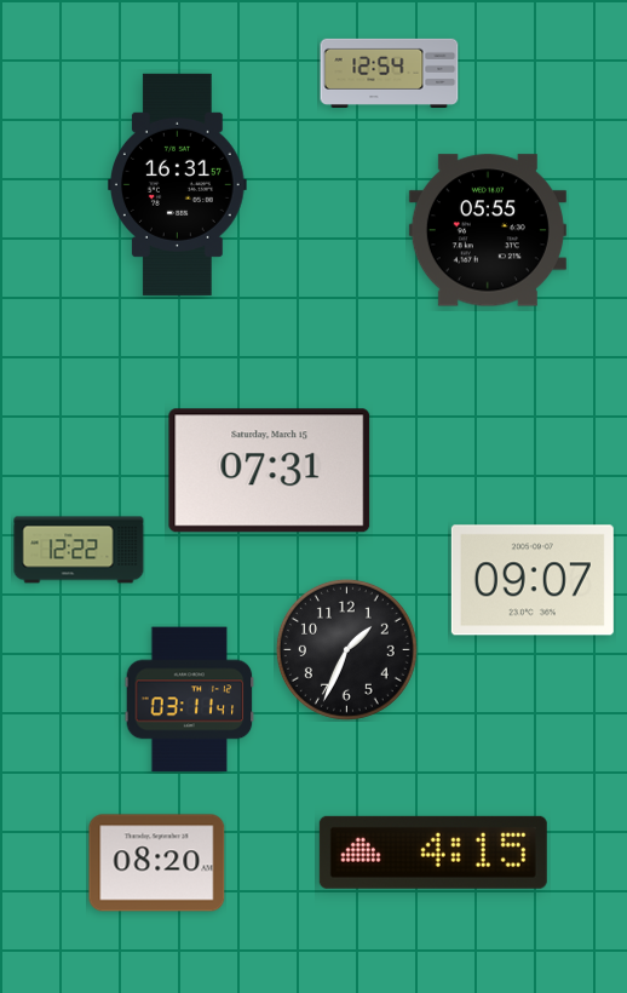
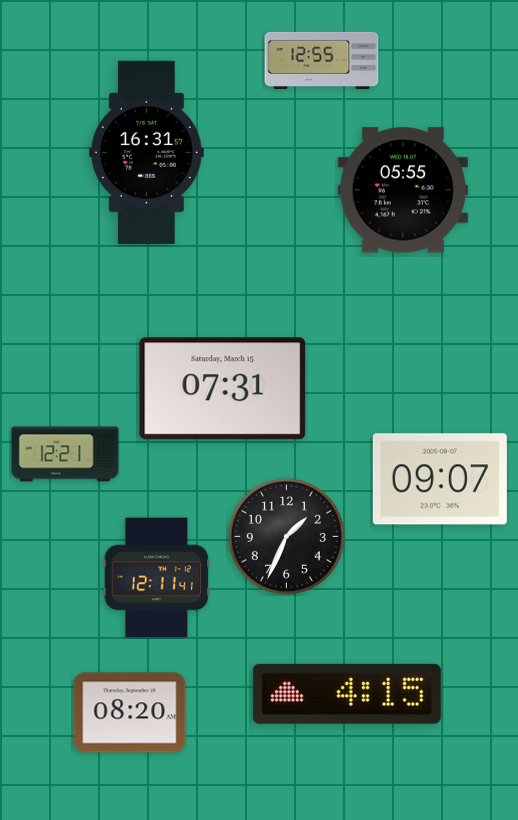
clock at (390, 73): 12:54 -> 12:55
clock at (79, 550): 12:22 -> 12:21
clock at (190, 700): 03:11 -> 12:11
clock at (433, 853) position: (433, 853) -> (347, 694)
